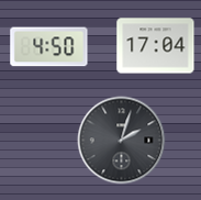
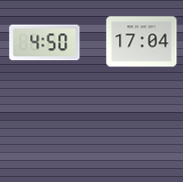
clock at (122, 141): 2:03 -> none
